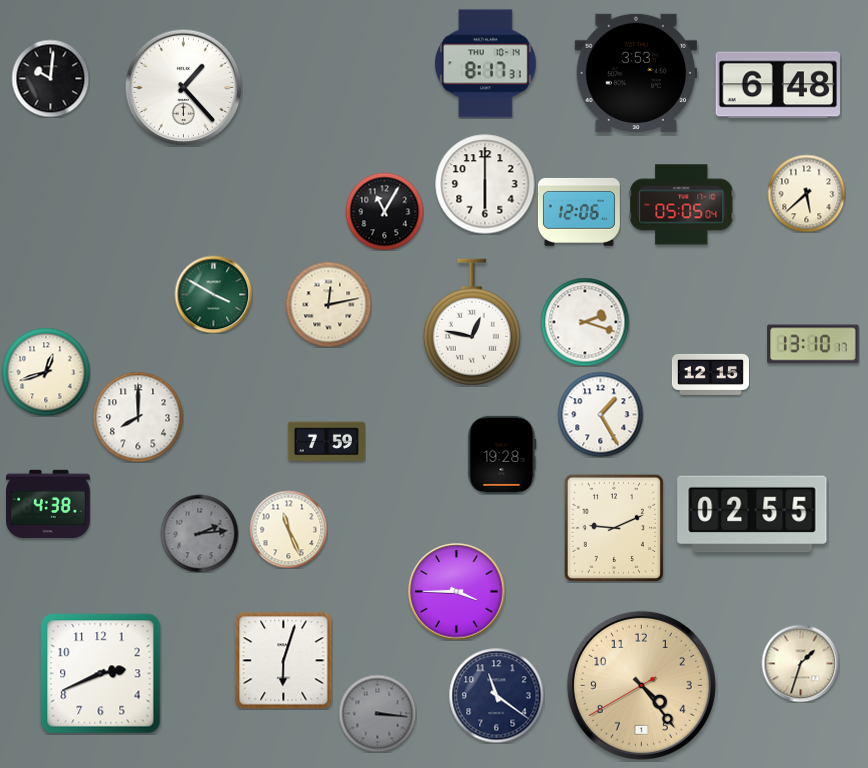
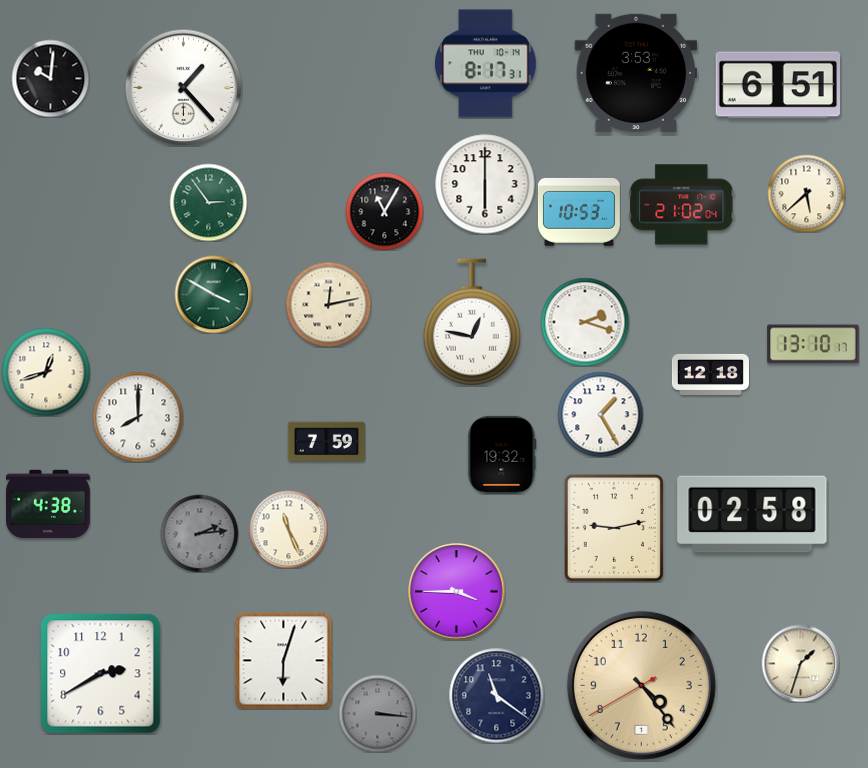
clock at (777, 85): 6:48 -> 6:51
clock at (208, 202): none -> 2:54
clock at (682, 205): 05:05 -> 21:02
clock at (579, 212): 12:06 -> 10:53
clock at (710, 374): 12:15 -> 12:18
clock at (502, 455): 19:28 -> 19:32
clock at (752, 514): 02:55 -> 02:58
clock at (614, 528): 9:11 -> 9:13
clock at (101, 674): 2:41 -> 2:40
